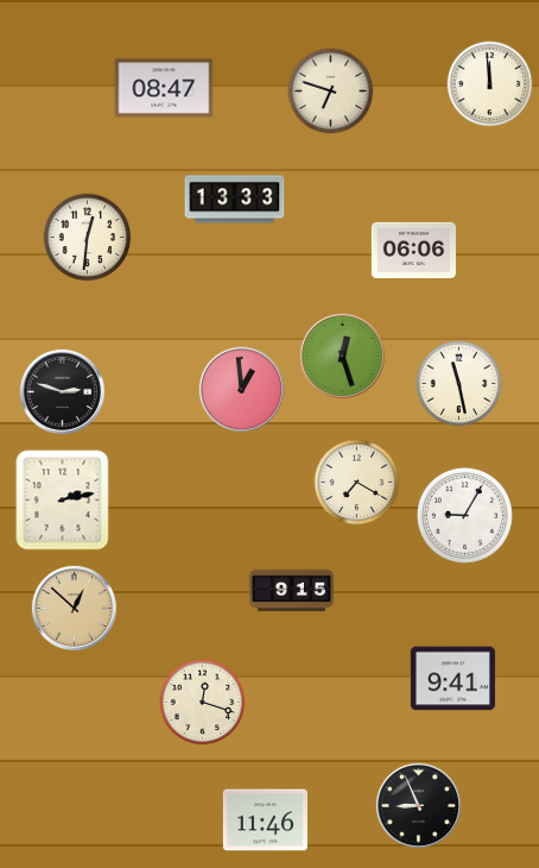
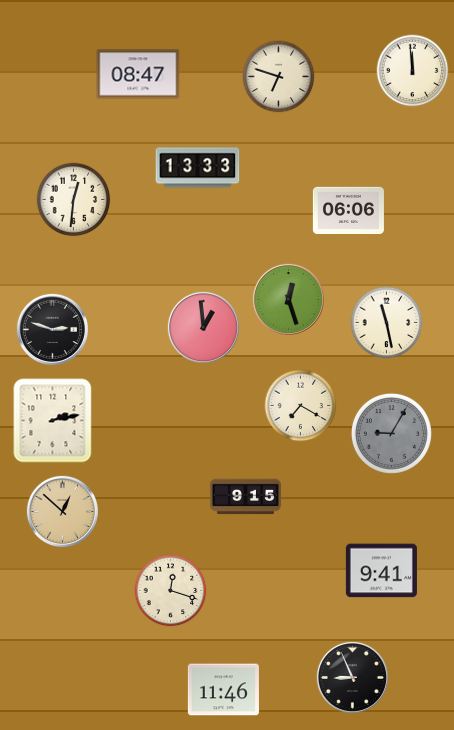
clock at (464, 515) dial: white -> grey
